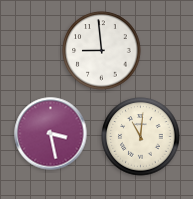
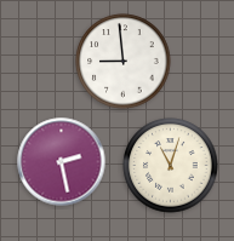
clock at (51, 134): 3:28 -> 2:28
clock at (141, 137): 11:01 -> 11:03
